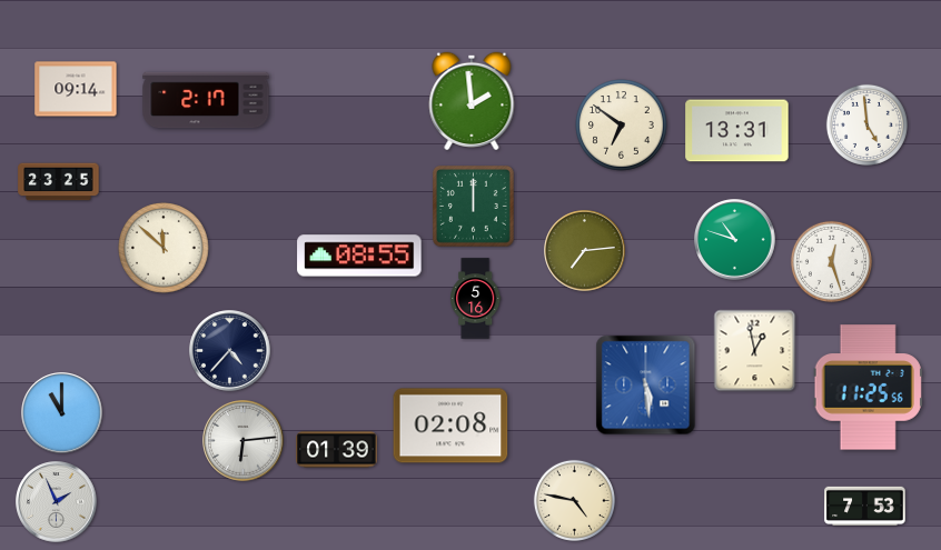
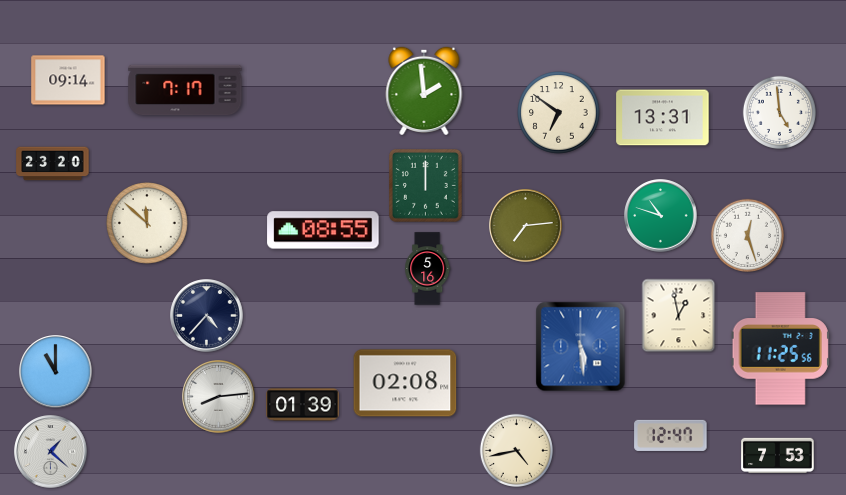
clock at (206, 100): 2:17 -> 7:17
clock at (59, 182): 23:25 -> 23:20
clock at (244, 441): 6:14 -> 8:14
clock at (671, 435): none -> 12:47
clock at (574, 500): 4:47 -> 4:43
clock at (57, 502): 1:56 -> 1:22
